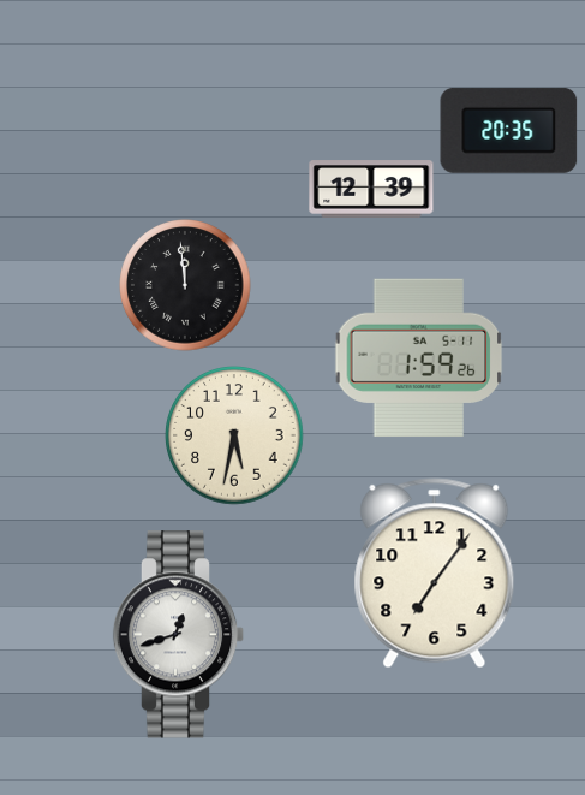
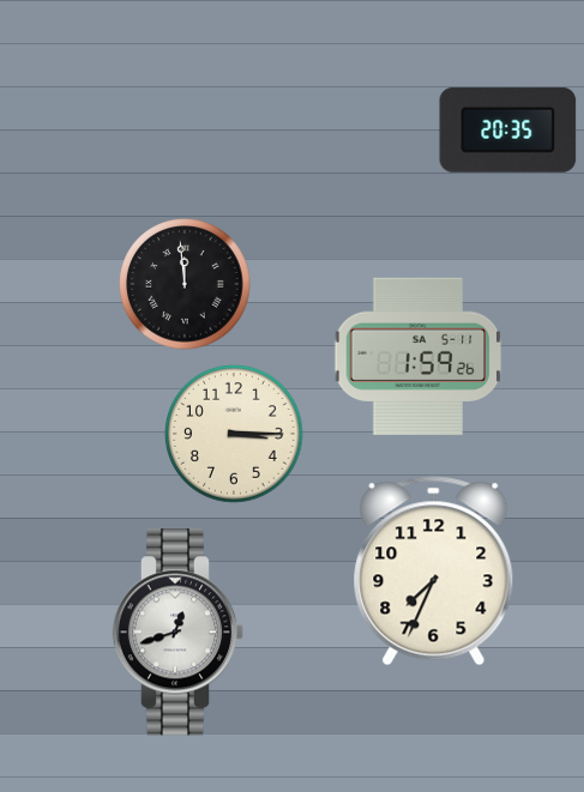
clock at (371, 189): 12:39 -> none
clock at (234, 435): 5:32 -> 3:15
clock at (435, 574): 7:06 -> 7:34
